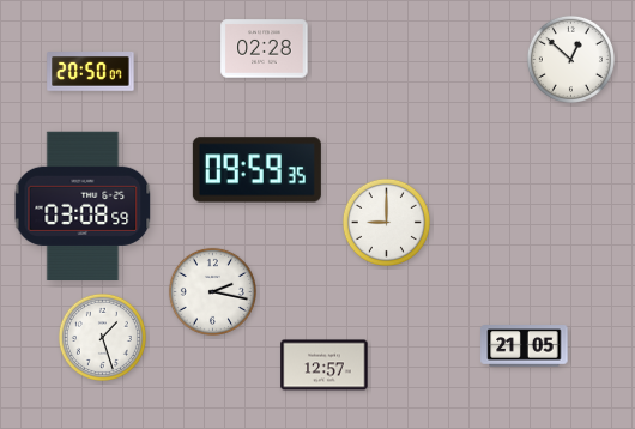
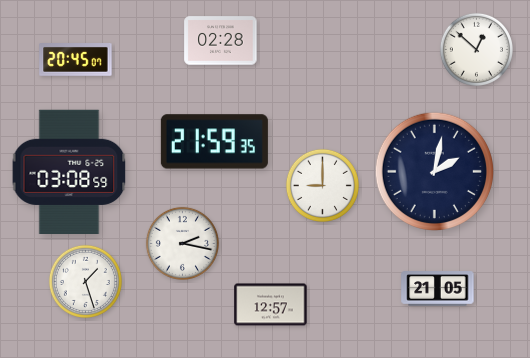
clock at (91, 72): 20:50 -> 20:45
clock at (256, 170): 09:59 -> 21:59
clock at (434, 171): none -> 2:02
clock at (212, 291) position: (212, 291) -> (182, 243)
